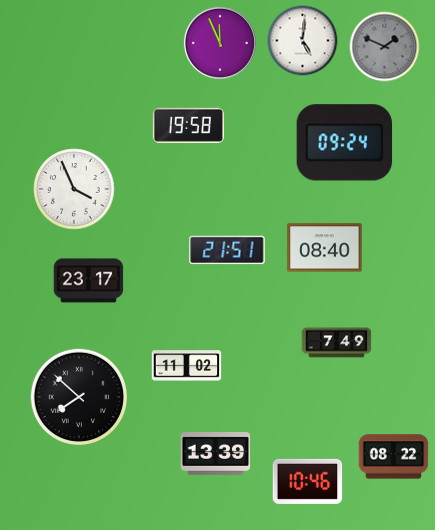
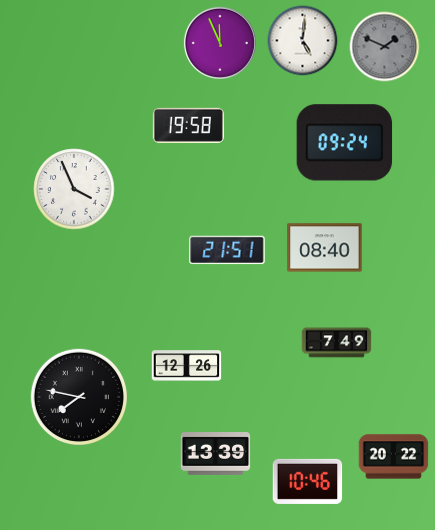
clock at (89, 281): 23:17 -> none
clock at (187, 366): 11:02 -> 12:26
clock at (78, 396): 7:52 -> 7:47
clock at (394, 457): 08:22 -> 20:22
